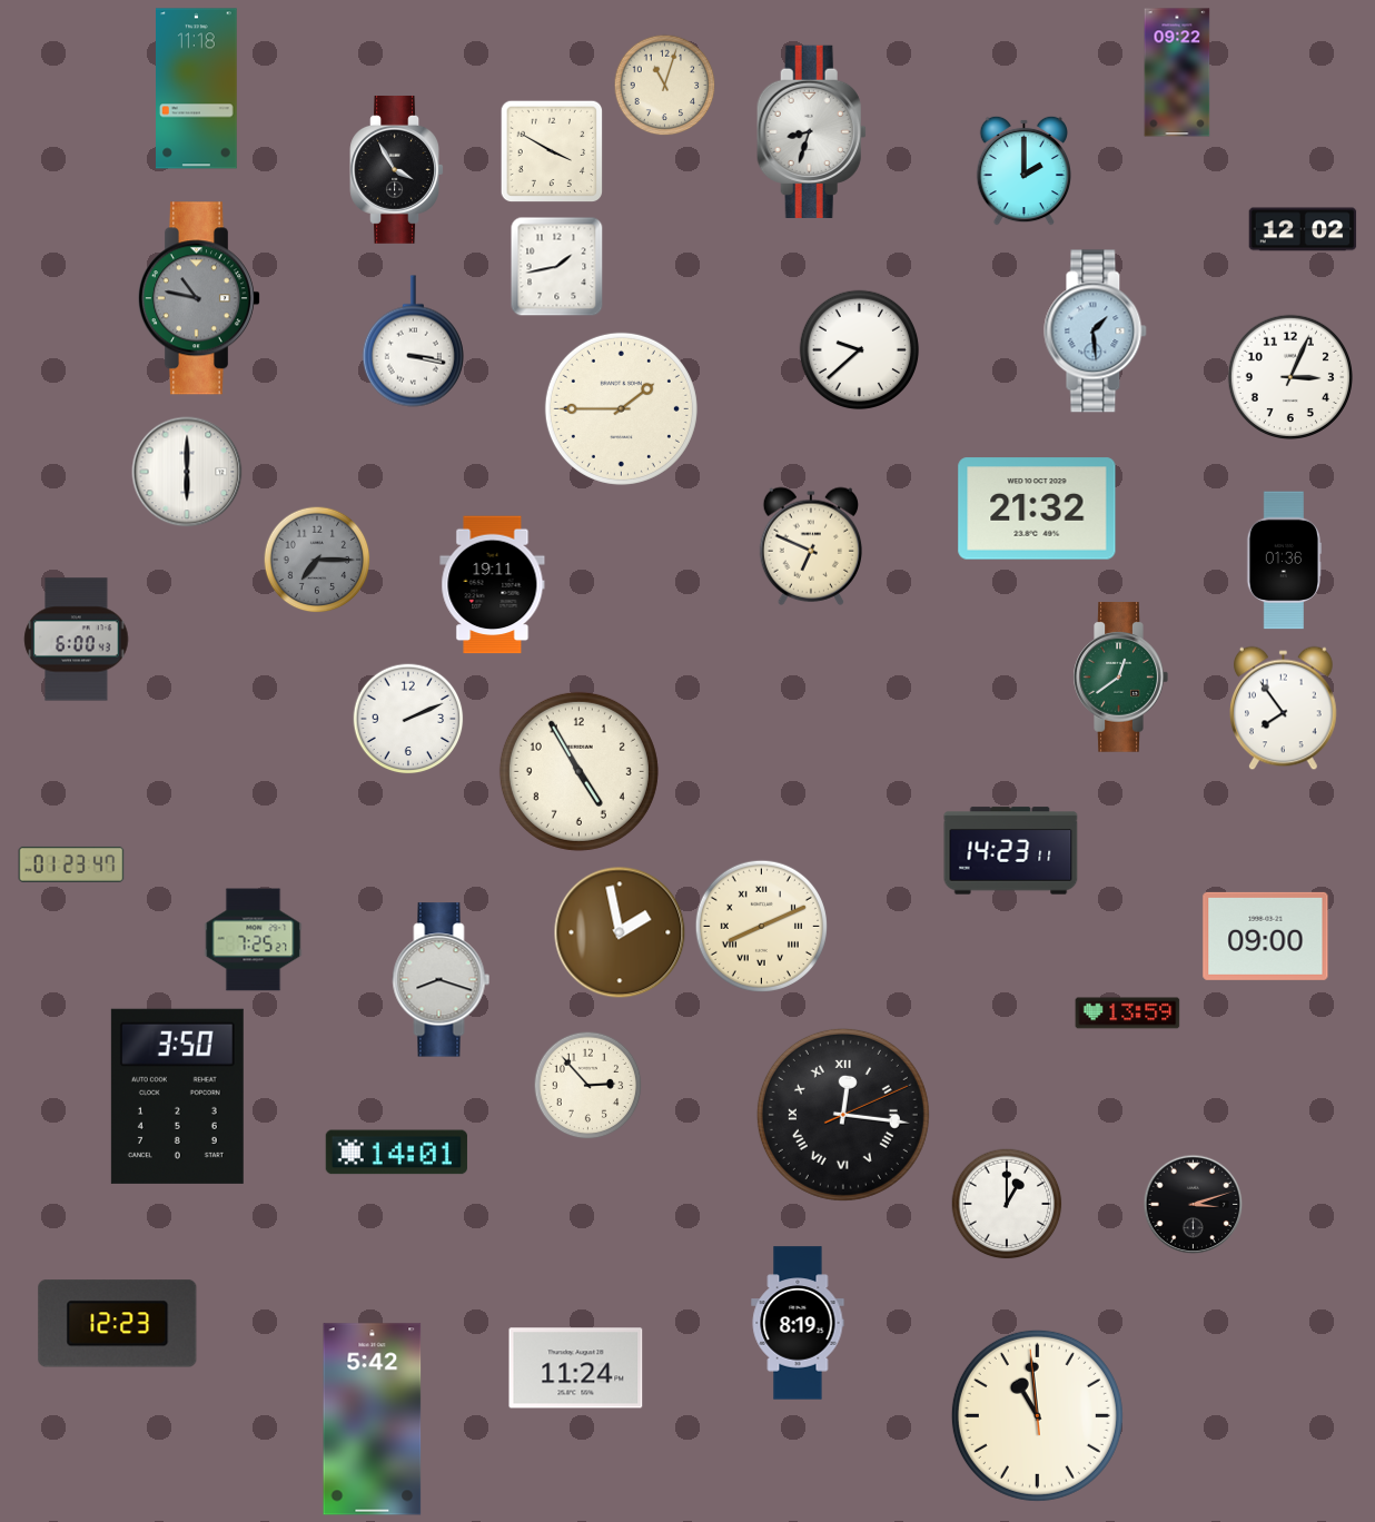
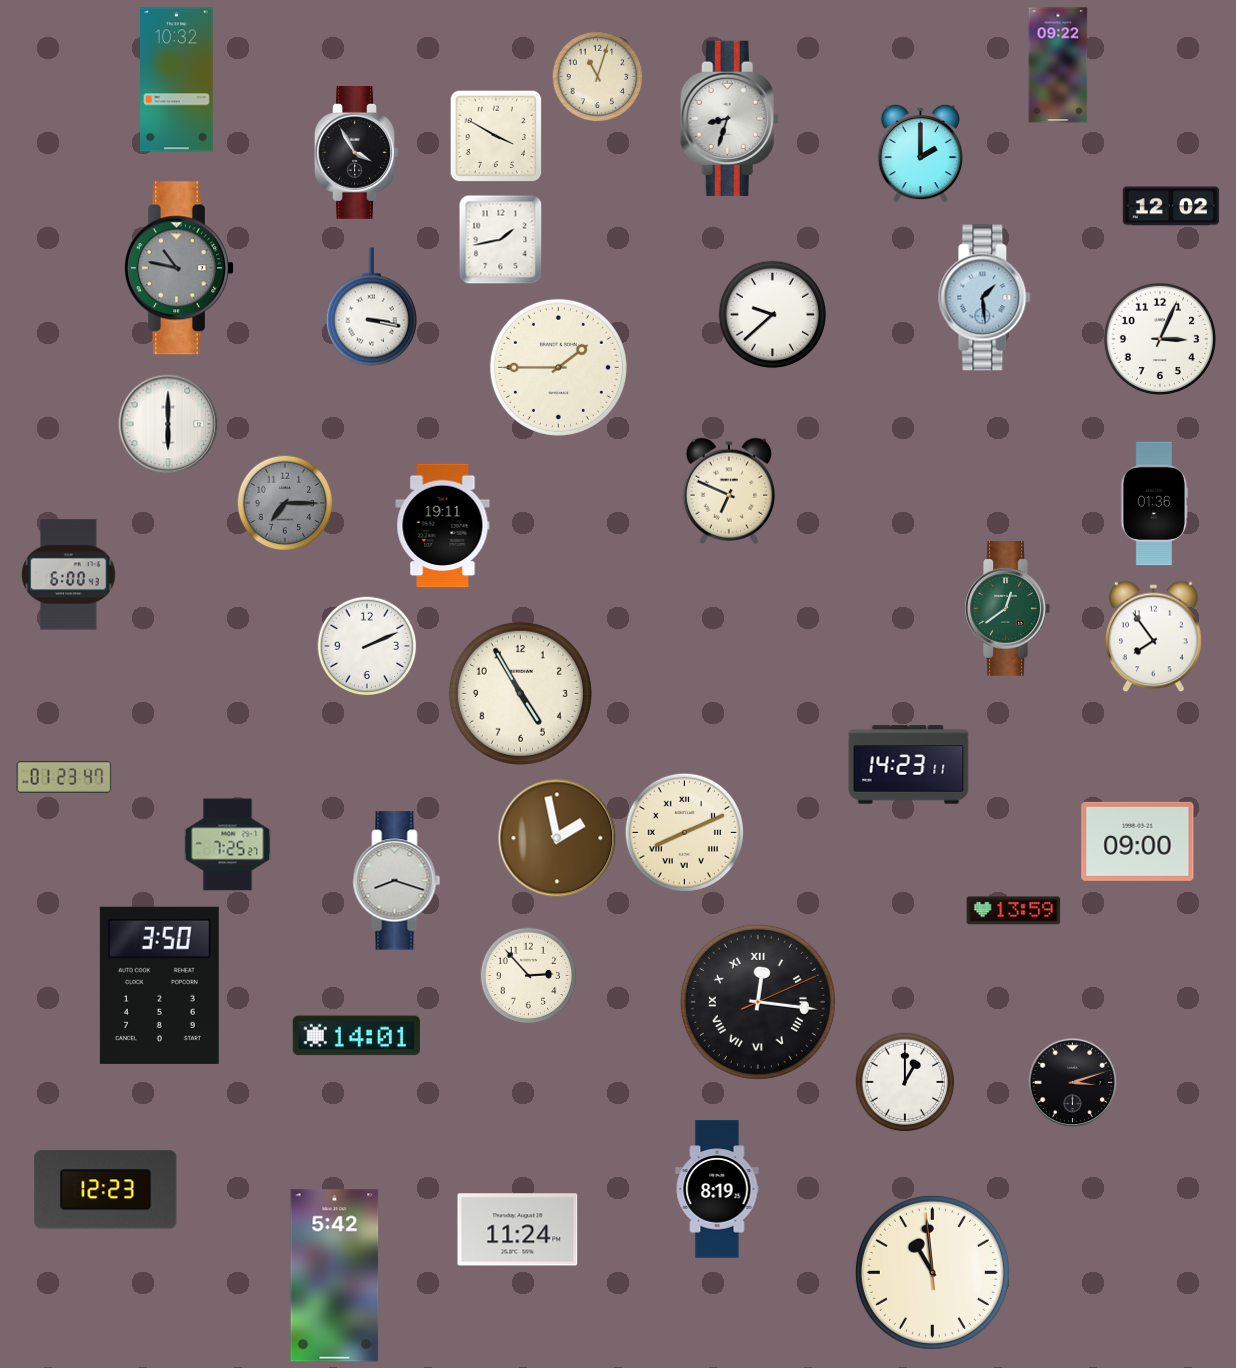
clock at (197, 89): 11:18 -> 10:32
clock at (1037, 508): 21:32 -> none
